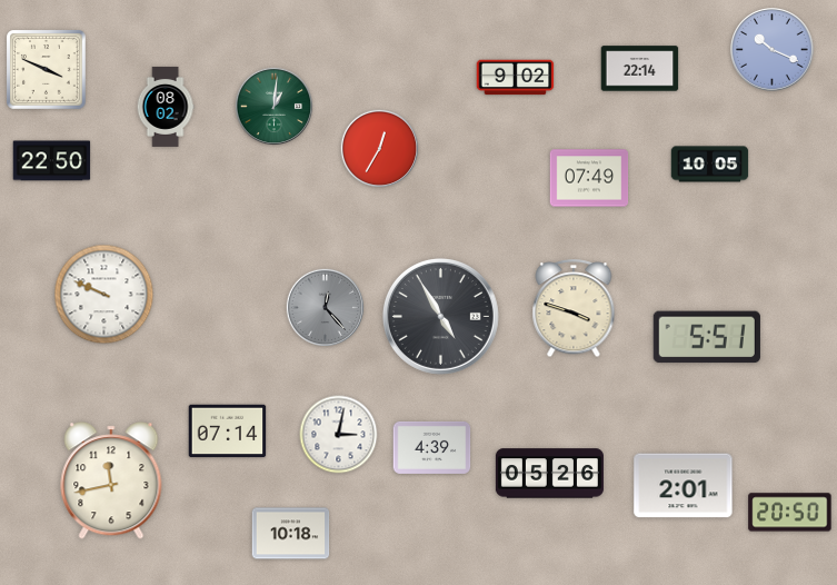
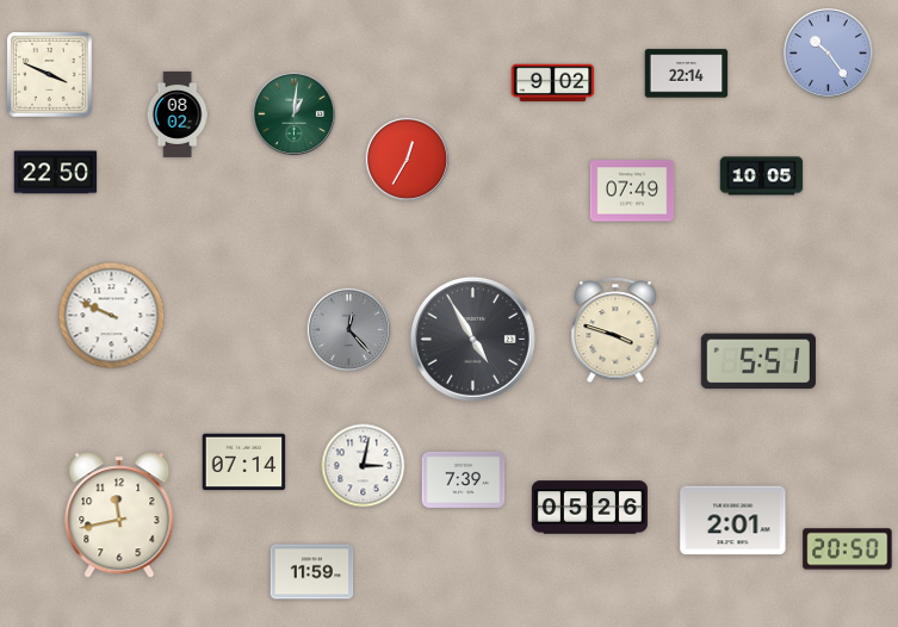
clock at (773, 50): 10:19 -> 10:24
clock at (432, 447): 4:39 -> 7:39
clock at (291, 534): 10:18 -> 11:59
